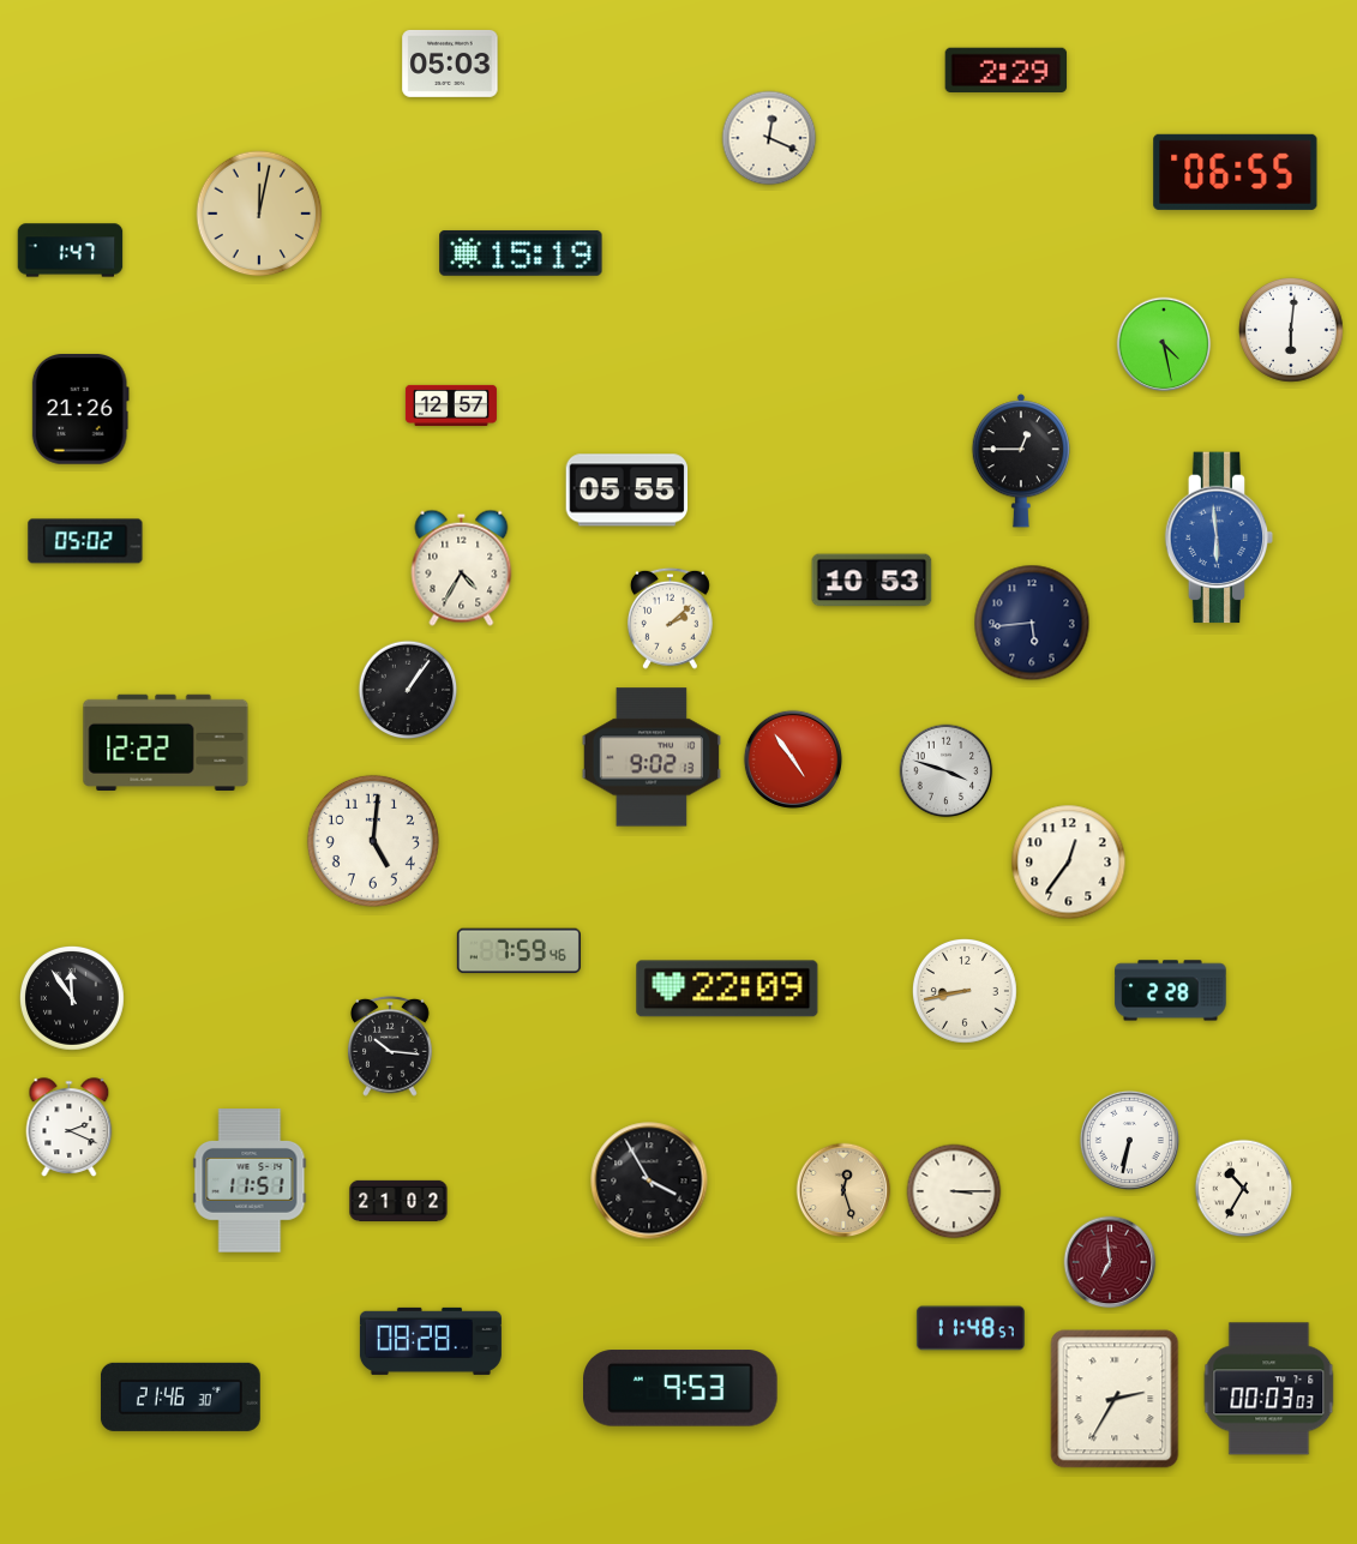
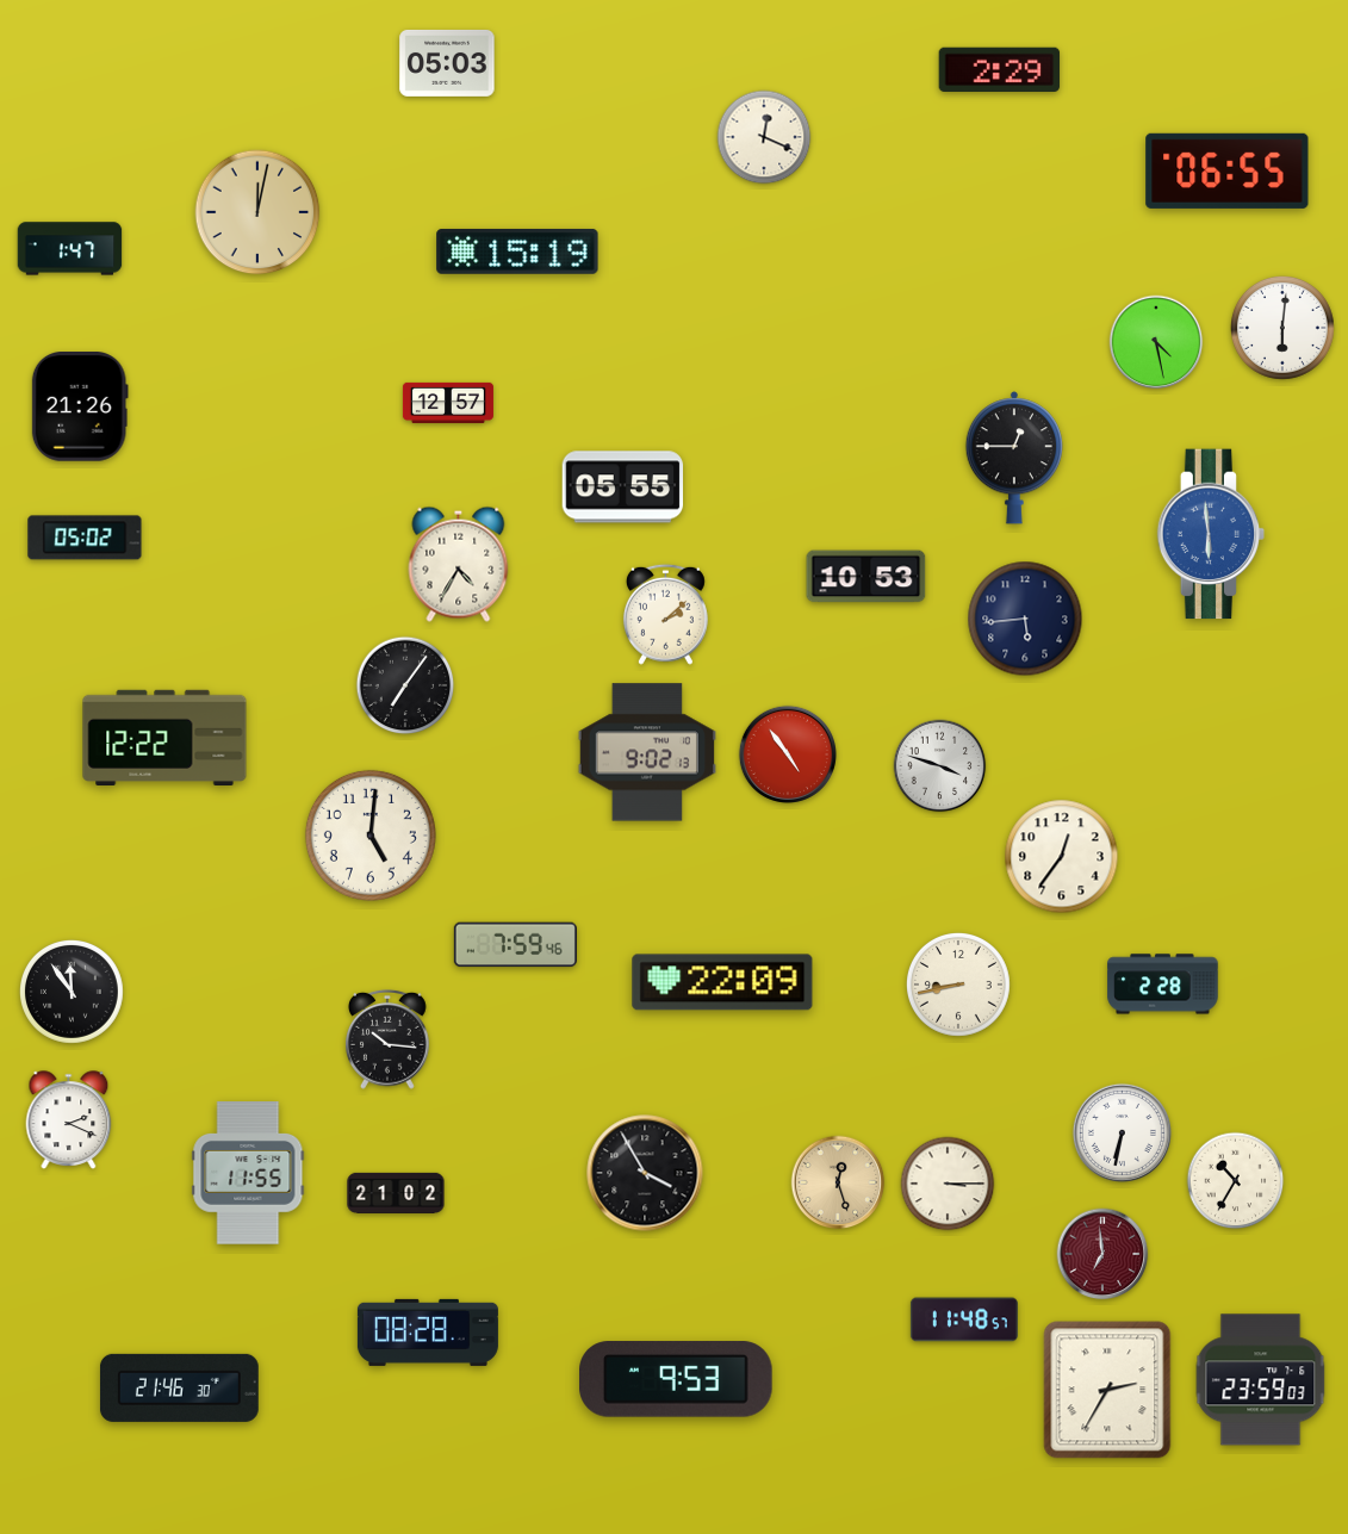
clock at (408, 690): 1:06 -> 7:06
clock at (250, 1180): 11:51 -> 11:55
clock at (1269, 1389): 00:03 -> 23:59
